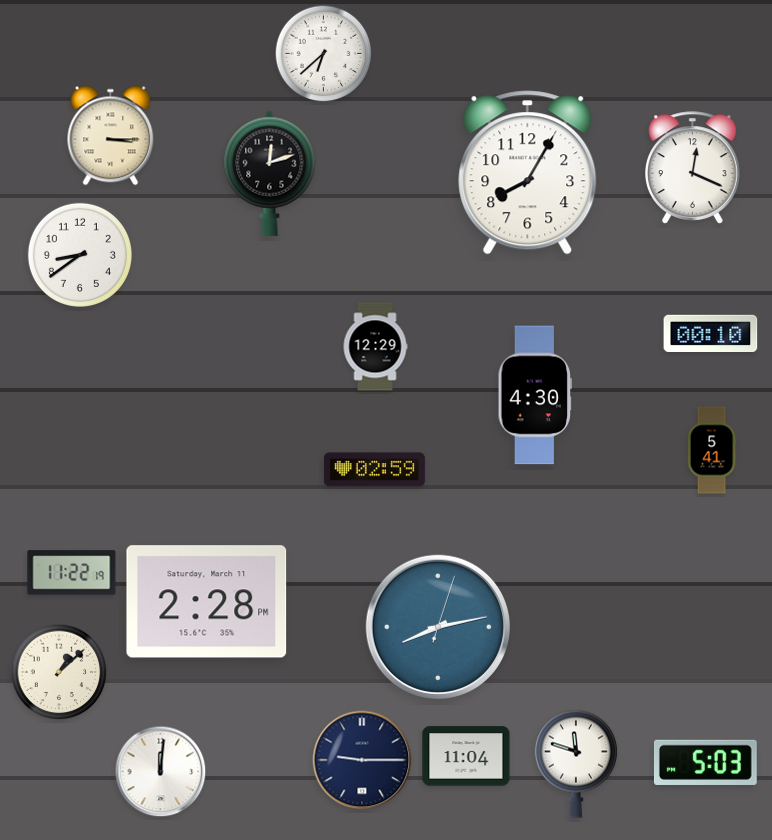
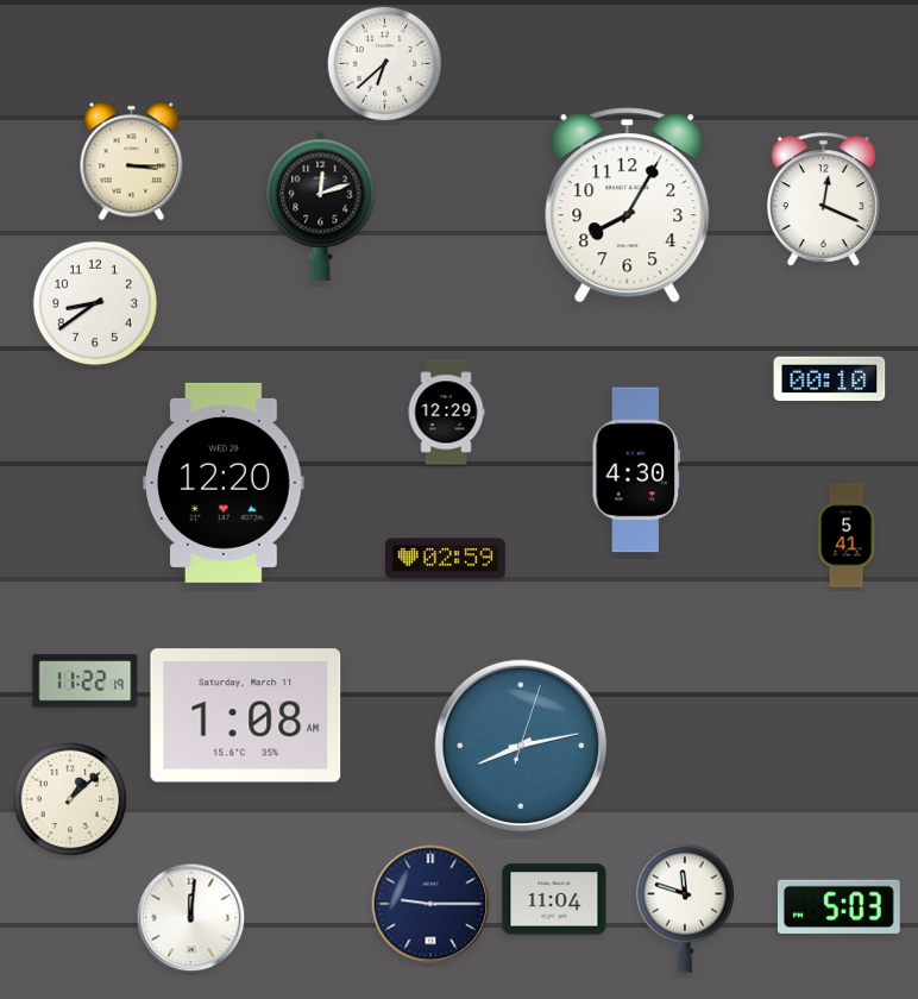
clock at (711, 333) position: (711, 333) -> (830, 378)
clock at (224, 483): none -> 12:20
clock at (207, 602): 2:28 -> 1:08
